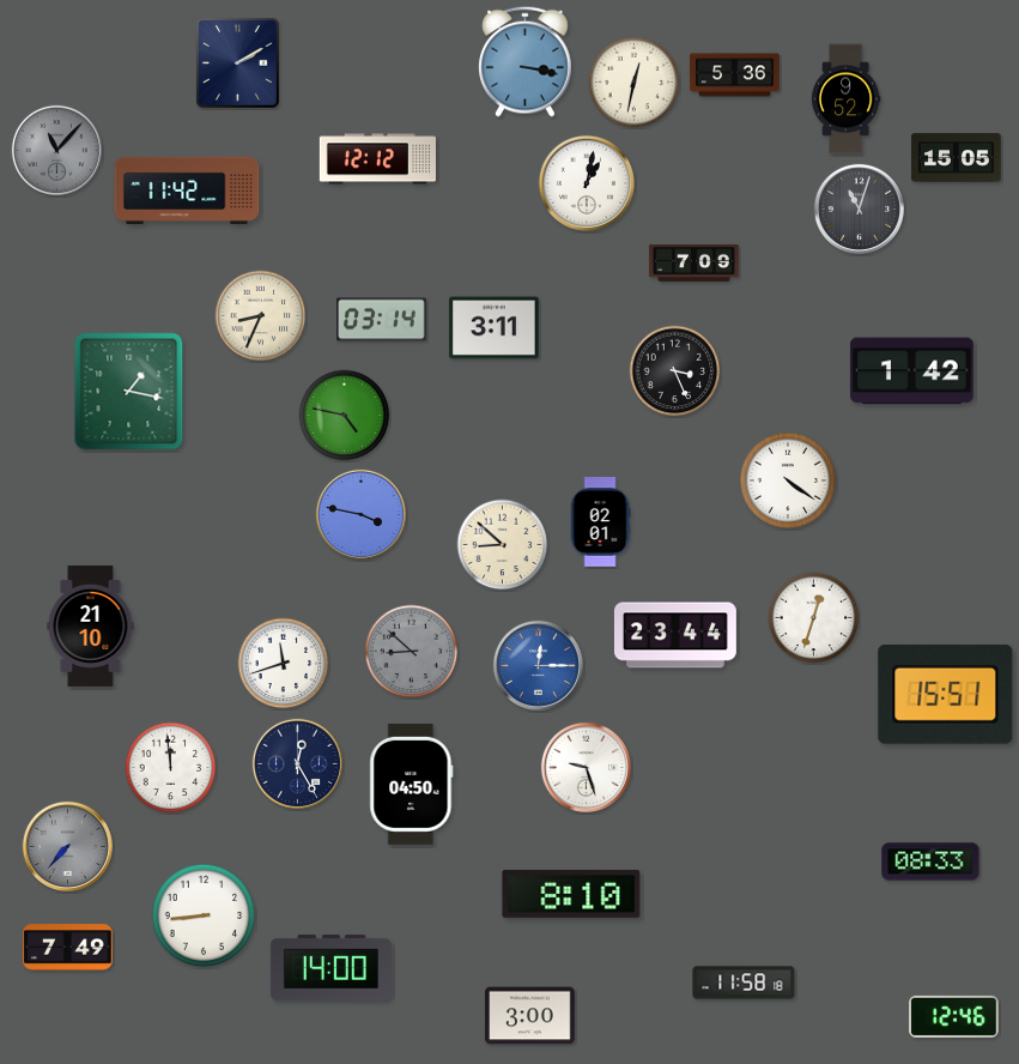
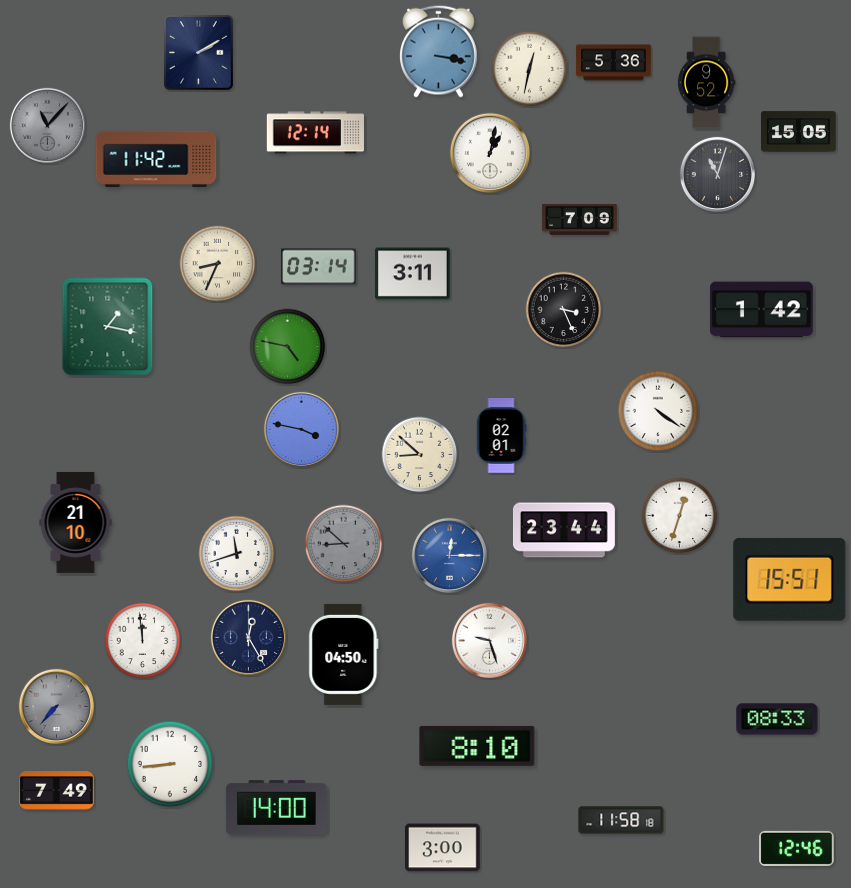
clock at (377, 159): 12:12 -> 12:14
clock at (788, 480) position: (788, 480) -> (658, 411)
